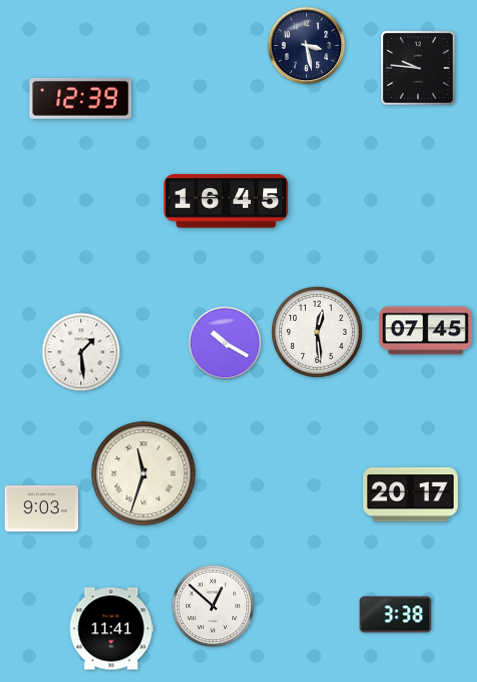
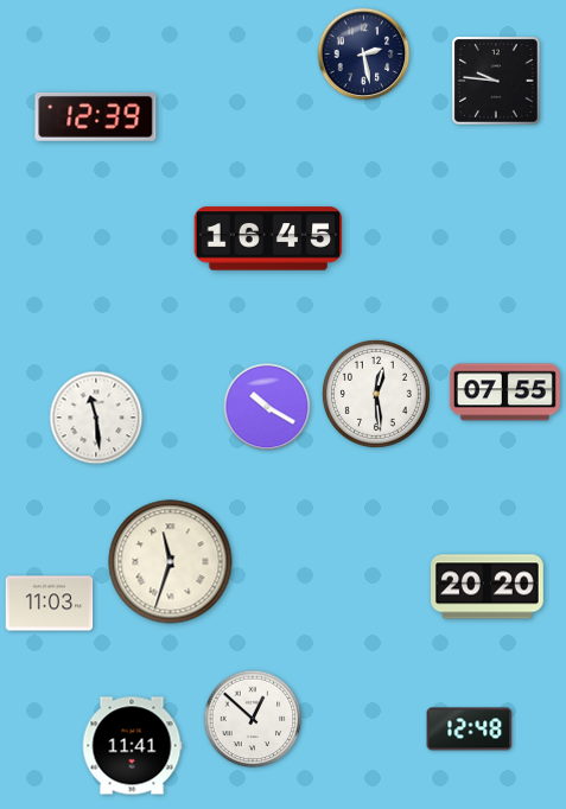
clock at (307, 46): 3:28 -> 2:28
clock at (425, 331): 07:45 -> 07:55
clock at (81, 352): 1:29 -> 11:29
clock at (411, 495): 20:17 -> 20:20
clock at (42, 509): 9:03 -> 11:03
clock at (396, 615): 3:38 -> 12:48
